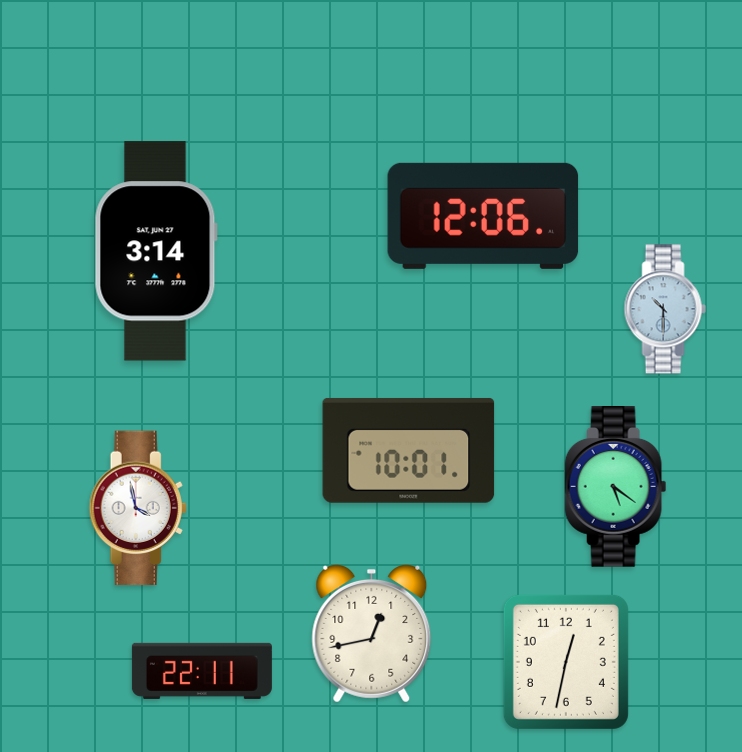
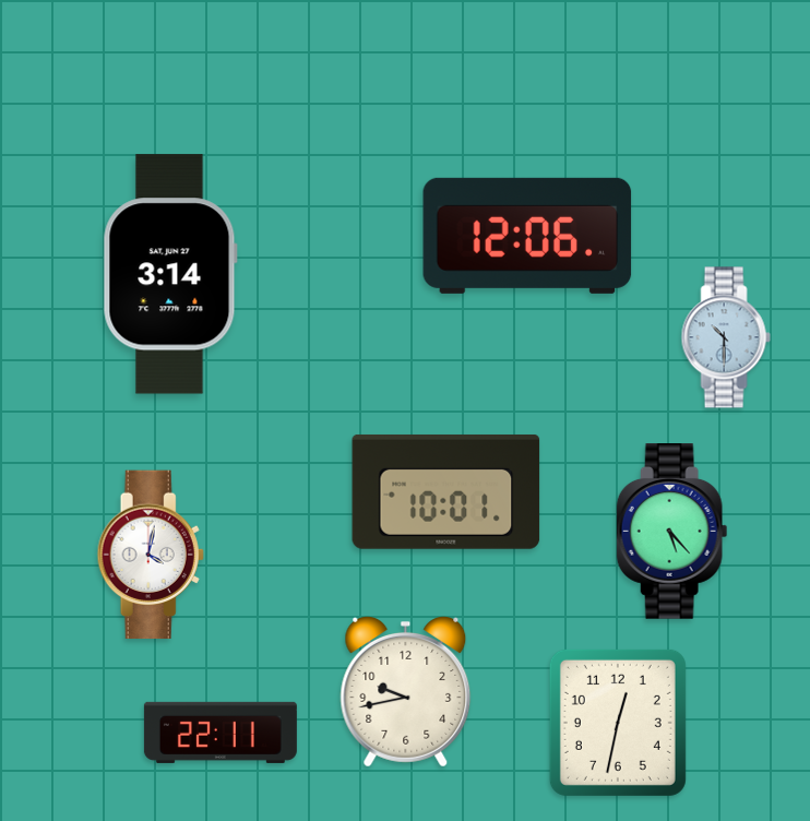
clock at (616, 487): 5:21 -> 5:23
clock at (138, 508): 3:58 -> 4:02
clock at (372, 634): 12:43 -> 9:43
